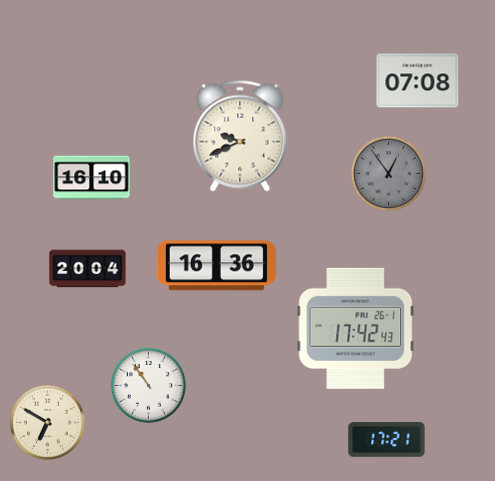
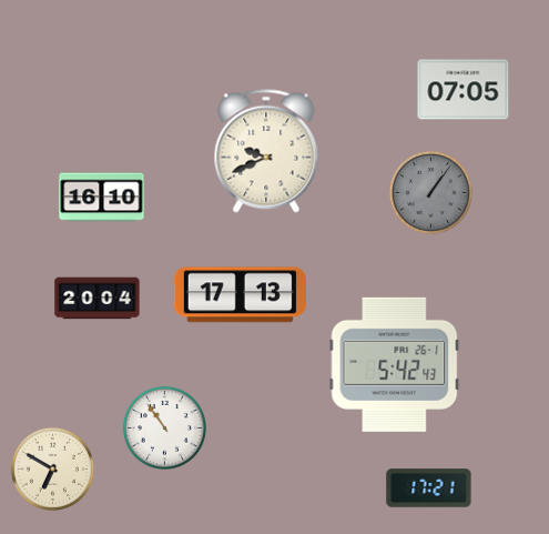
clock at (418, 81): 07:08 -> 07:05
clock at (388, 173): 12:54 -> 1:06
clock at (216, 266): 16:36 -> 17:13
clock at (356, 328): 17:42 -> 5:42
